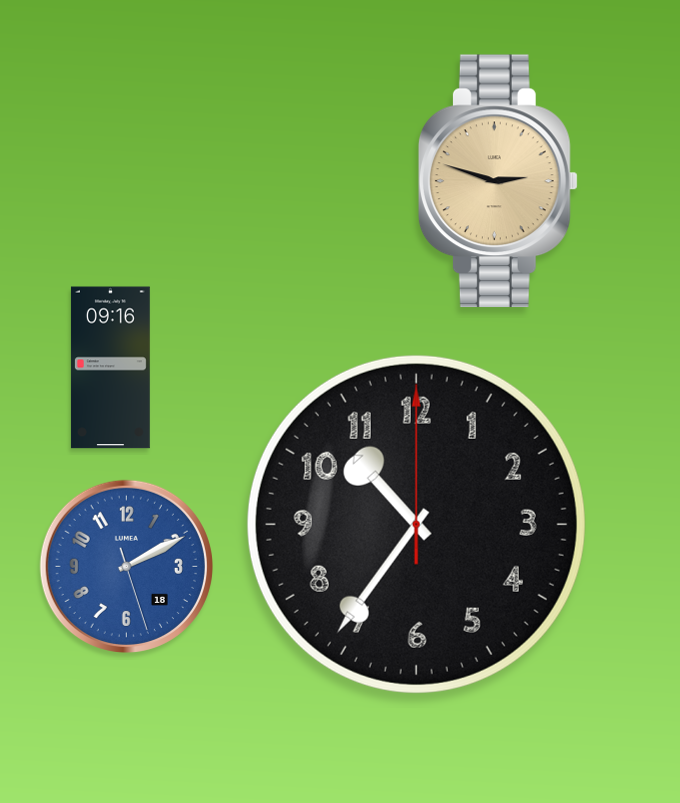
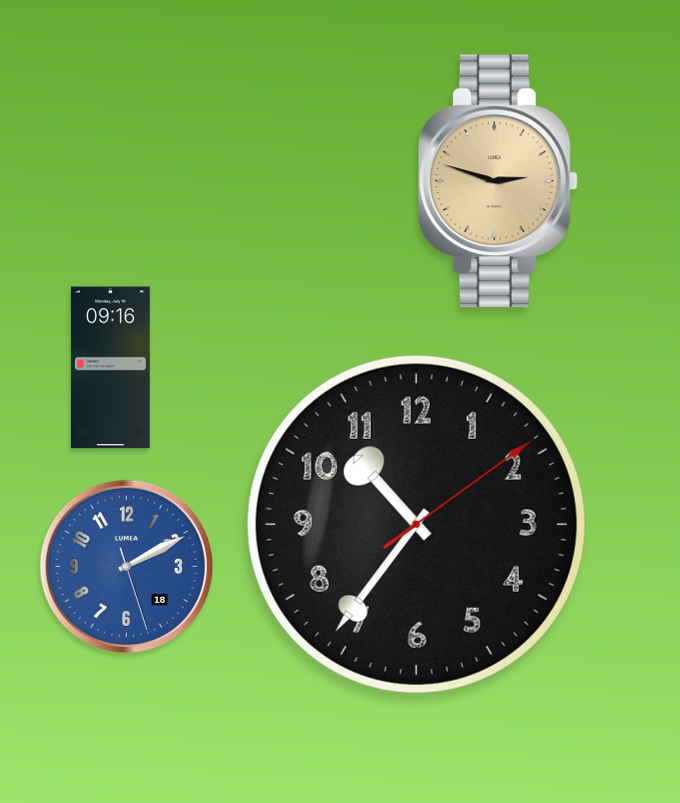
clock at (416, 524): 10:36:00 -> 10:36:09
